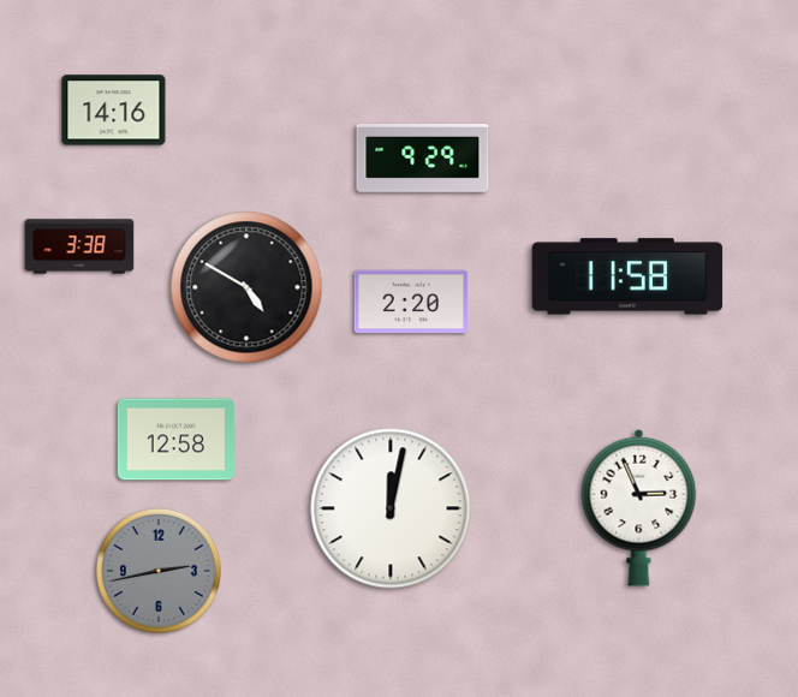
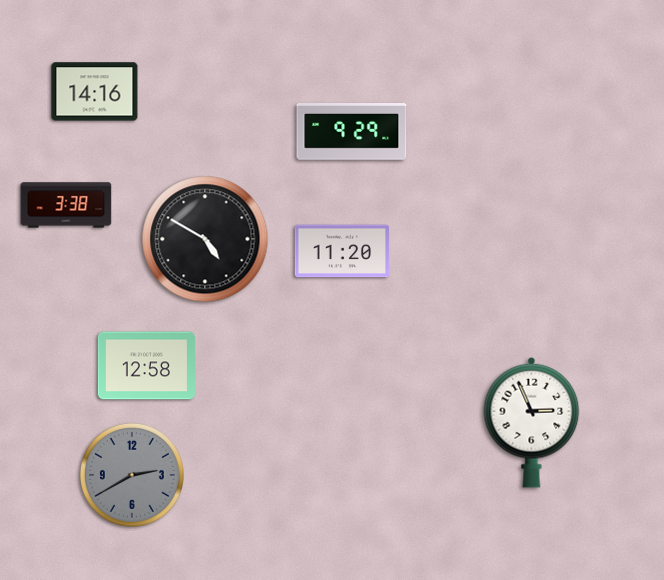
clock at (627, 276): 11:58 -> none
clock at (411, 302): 2:20 -> 11:20
clock at (391, 508): 12:02 -> none
clock at (159, 571): 2:43 -> 2:40
